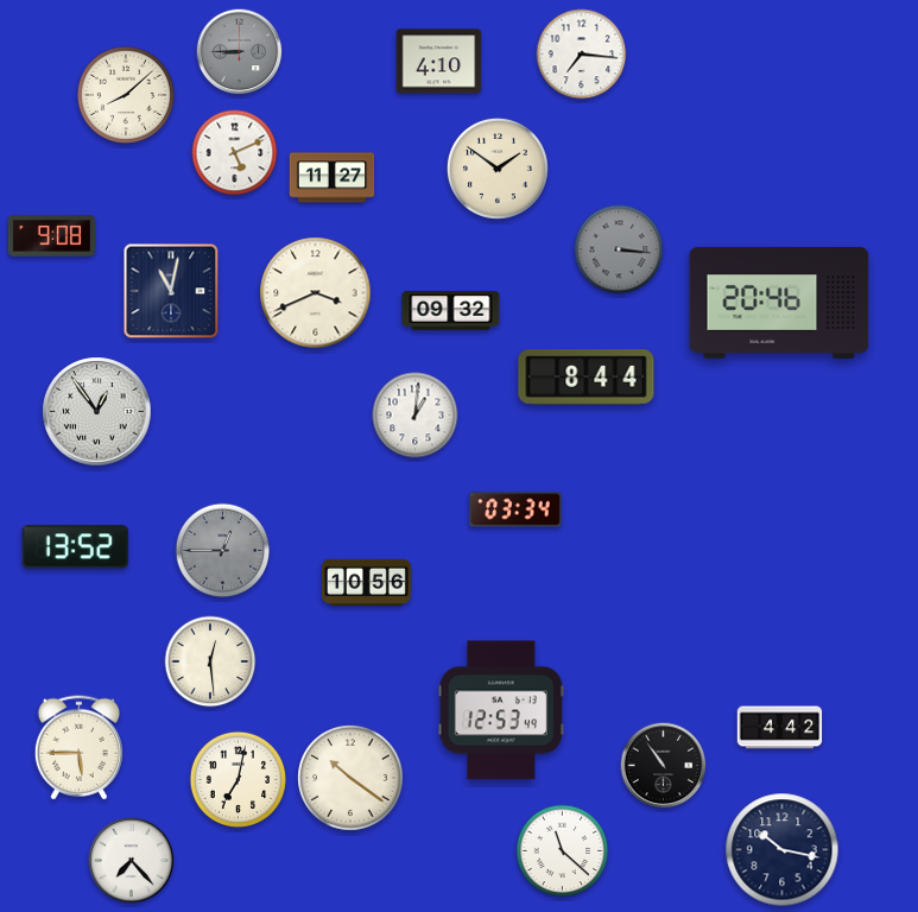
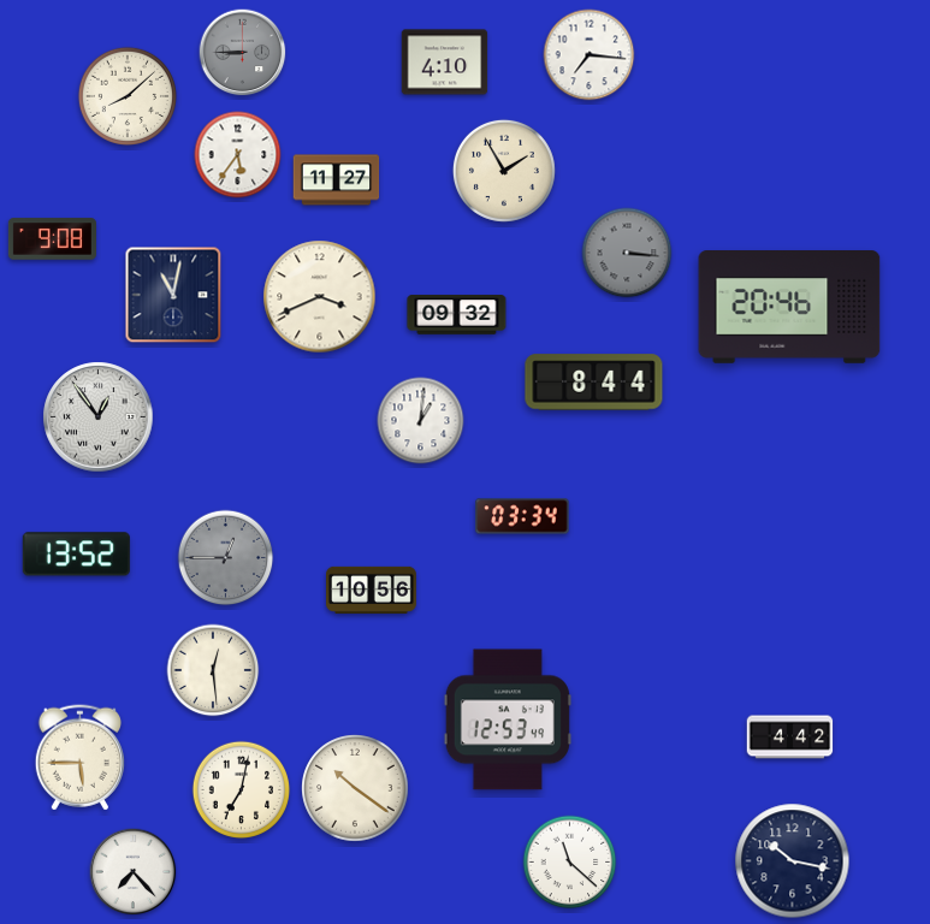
clock at (235, 153): 5:11 -> 5:36
clock at (498, 169): 1:51 -> 1:55
clock at (664, 766): 10:54 -> none
